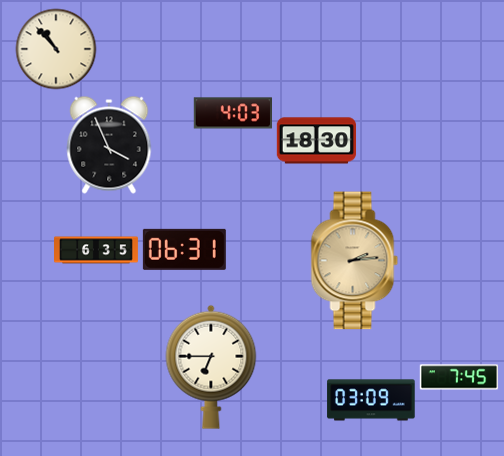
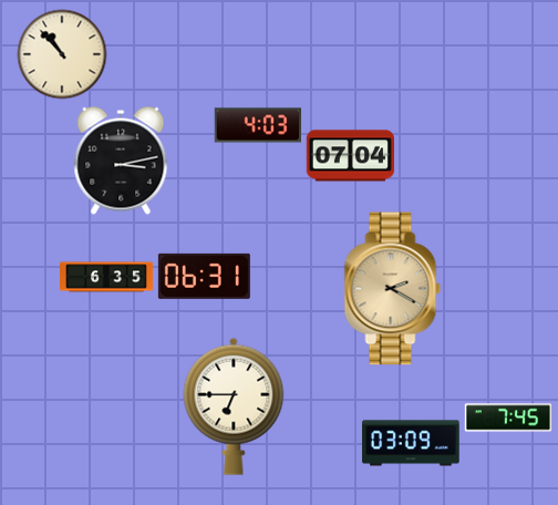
clock at (316, 141): 18:30 -> 07:04
clock at (109, 145): 3:56 -> 3:13
clock at (355, 261): 2:14 -> 2:20
